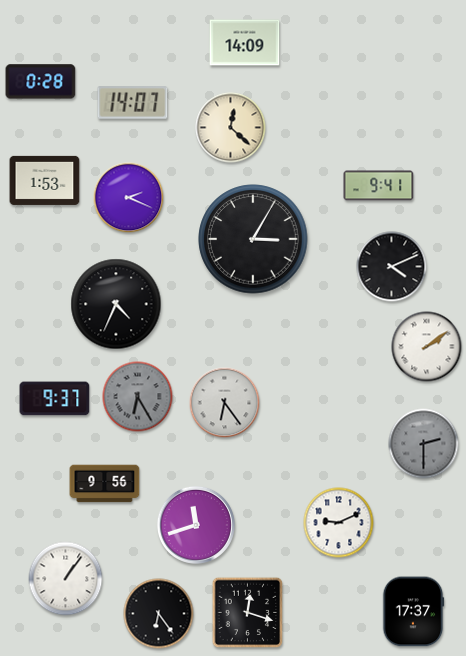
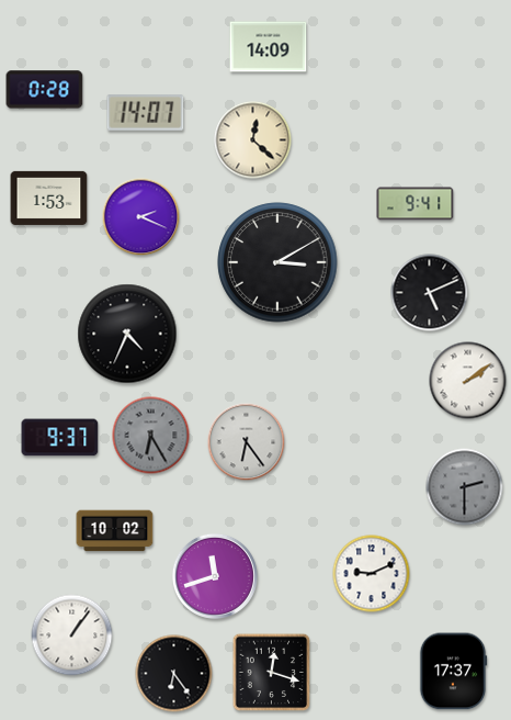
clock at (253, 239): 3:05 -> 3:10
clock at (392, 267): 4:11 -> 5:11
clock at (105, 484): 9:56 -> 10:02
